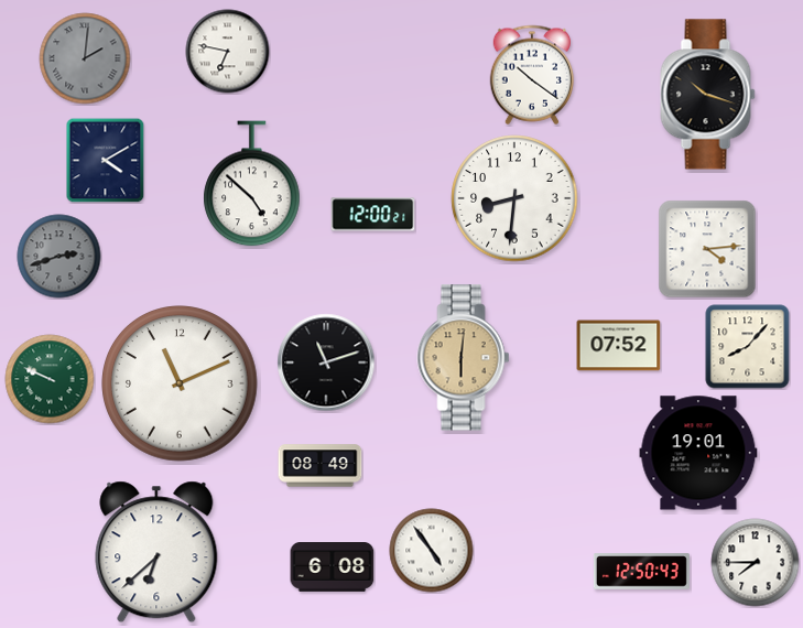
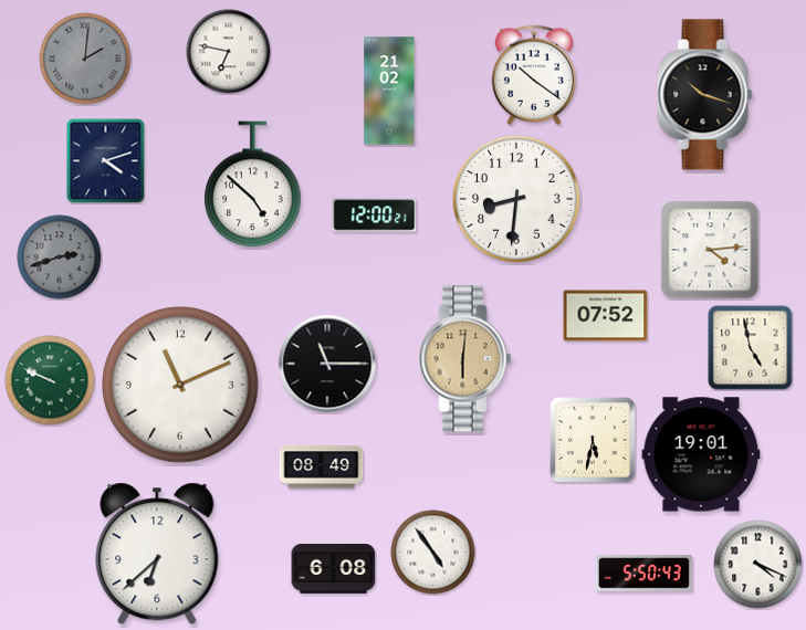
clock at (389, 91): none -> 21:02
clock at (708, 95) position: (708, 95) -> (705, 95)
clock at (106, 160): 4:10 -> 4:12
clock at (619, 346) position: (619, 346) -> (606, 316)
clock at (748, 347): 8:07 -> 4:58
clock at (326, 362): 11:12 -> 11:15
clock at (593, 440): none -> 5:32
clock at (756, 563): 7:45 -> 4:19
clock at (641, 572): 12:50 -> 5:50
